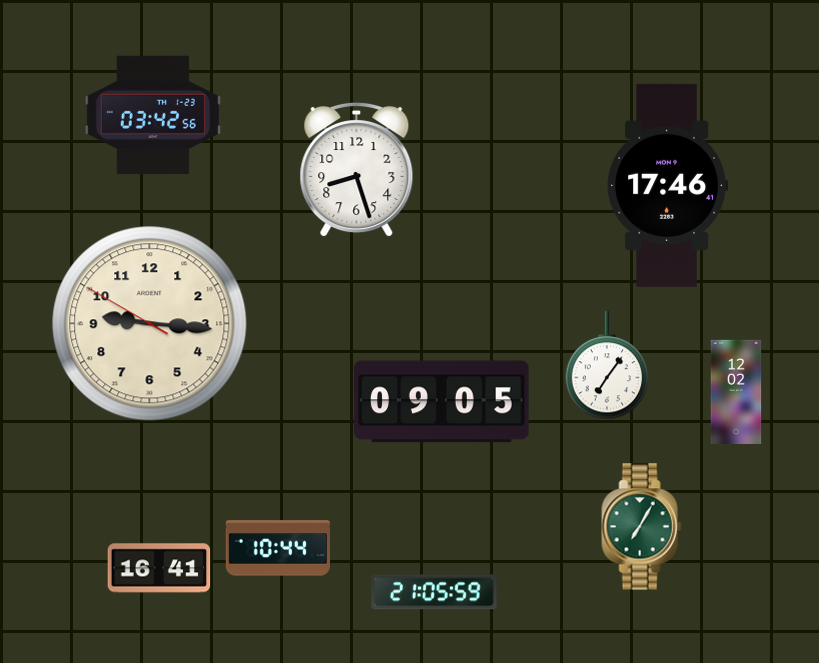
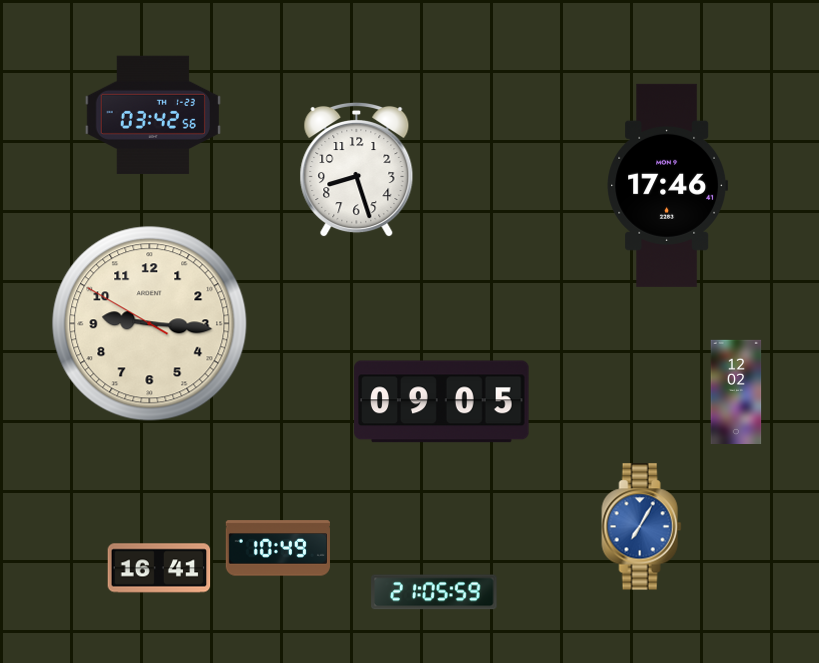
clock at (607, 366): 7:06 -> none
clock at (642, 527) dial: green -> blue
clock at (278, 548): 10:44 -> 10:49
